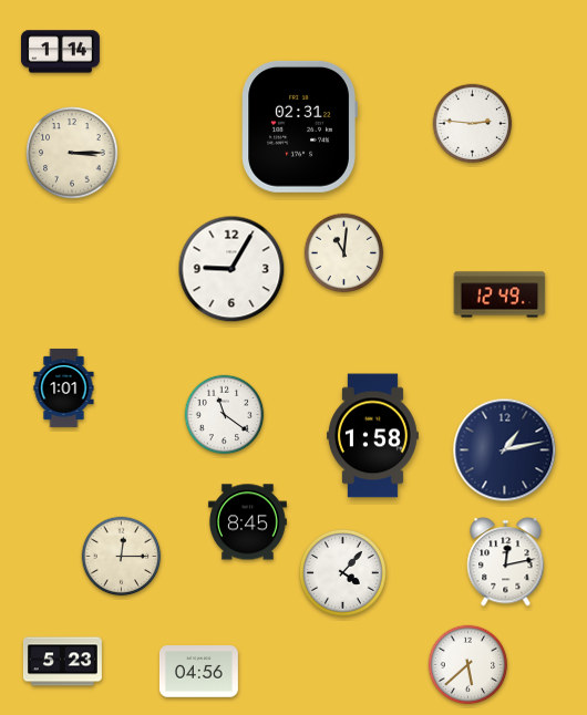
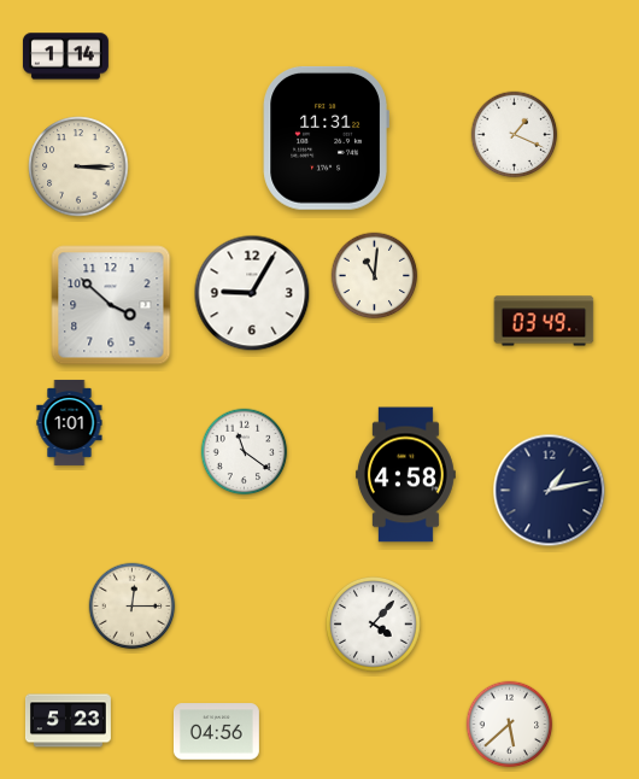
clock at (473, 124): 2:46 -> 1:19
clock at (299, 126): 02:31 -> 11:31
clock at (111, 305): none -> 3:52
clock at (500, 294): 12:49 -> 03:49
clock at (372, 436): 1:58 -> 4:58
clock at (247, 522): 8:45 -> none
clock at (506, 562): 12:13 -> none
